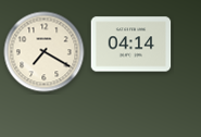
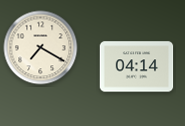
clock at (131, 45) position: (131, 45) -> (137, 67)
